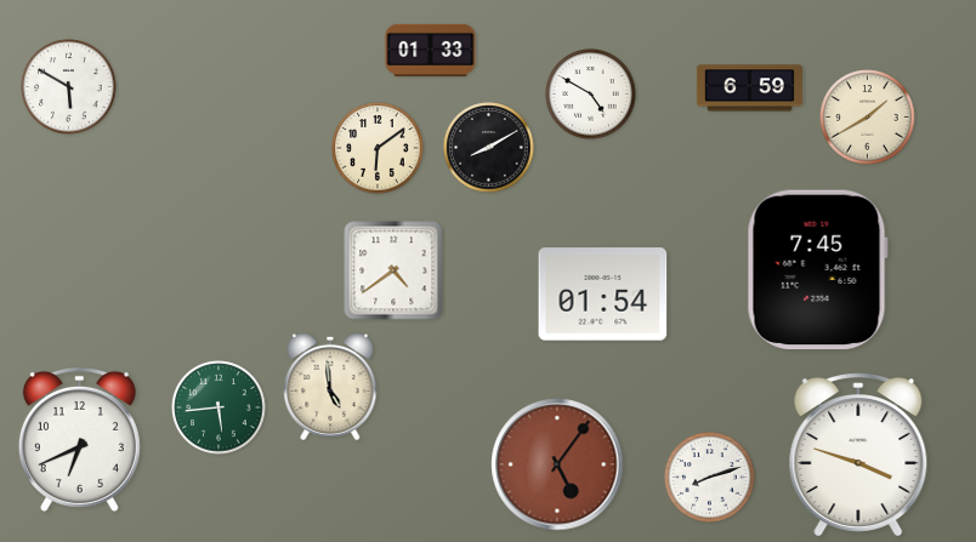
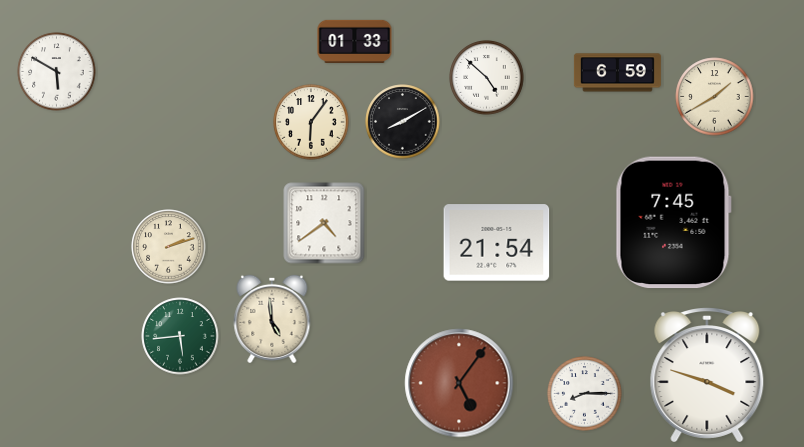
clock at (591, 95): 4:50 -> 4:52
clock at (378, 148): 6:09 -> 6:06
clock at (603, 295): 01:54 -> 21:54
clock at (169, 247): none -> 2:12
clock at (79, 439): 6:41 -> none
clock at (710, 478): 8:12 -> 8:15
